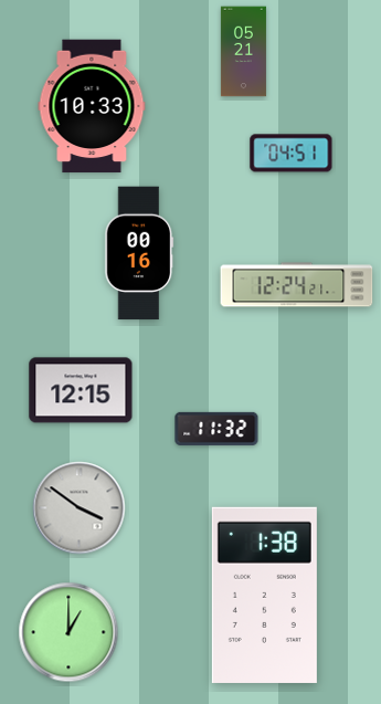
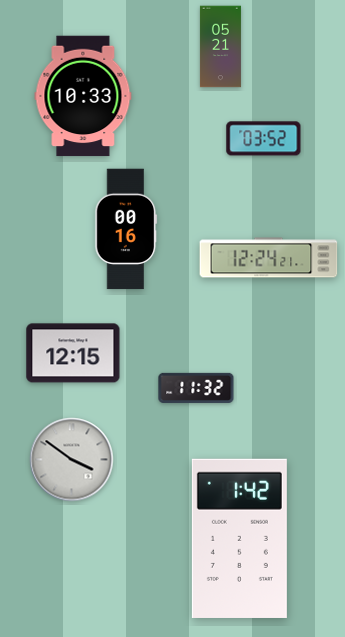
clock at (292, 154): 04:51 -> 03:52
clock at (264, 595): 1:38 -> 1:42
clock at (68, 632): 1:00 -> none
